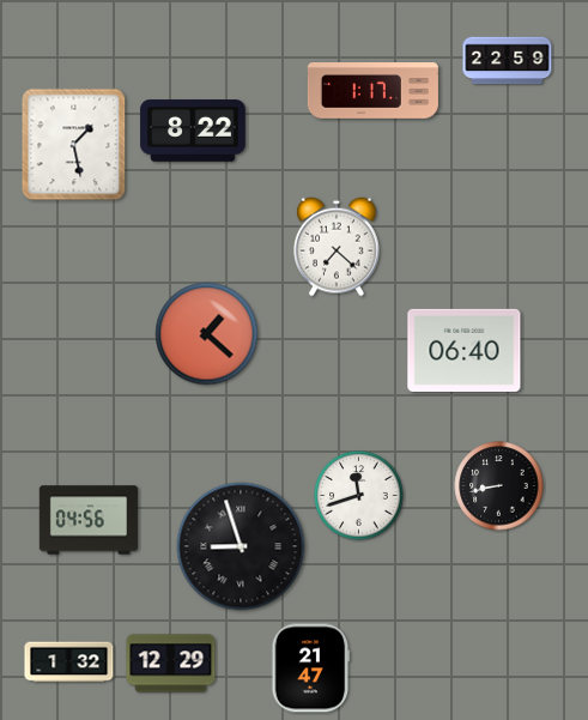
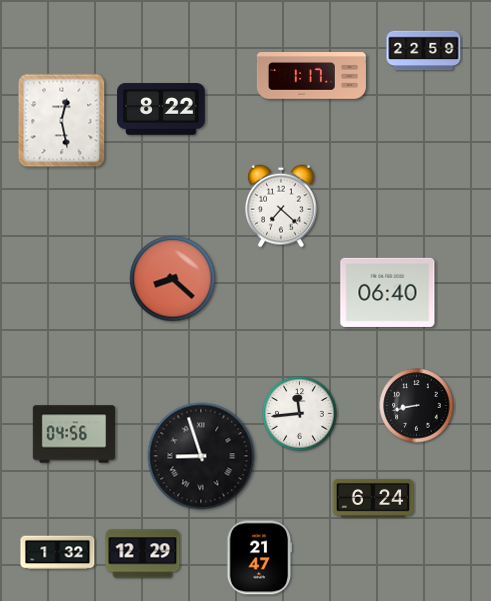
clock at (74, 145): 1:28 -> 12:28
clock at (207, 334): 1:22 -> 8:22
clock at (359, 496): 11:42 -> 11:44
clock at (373, 498): none -> 6:24
